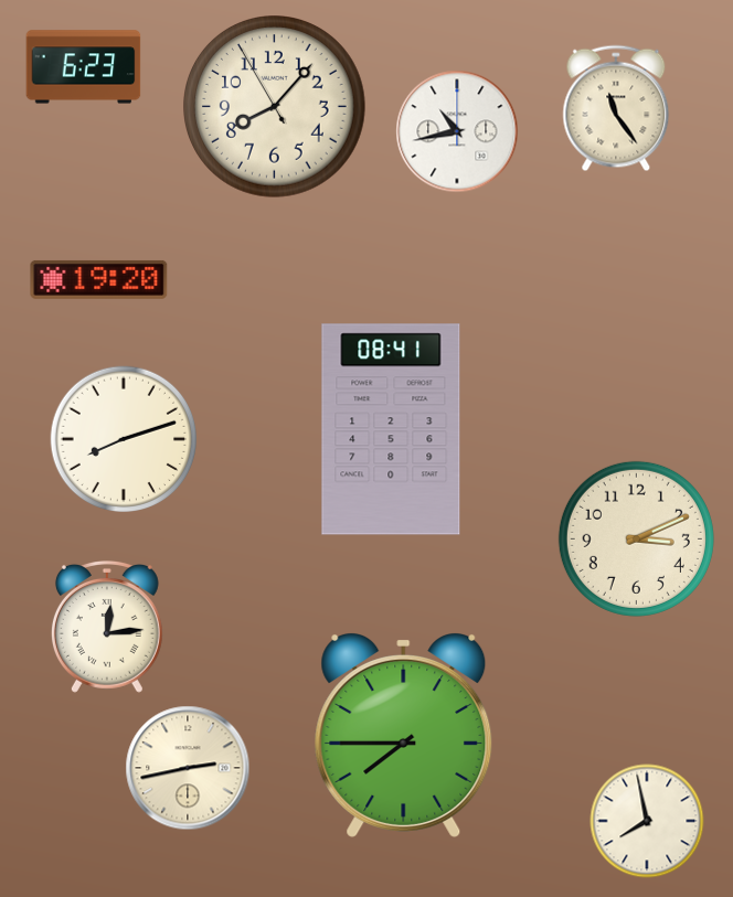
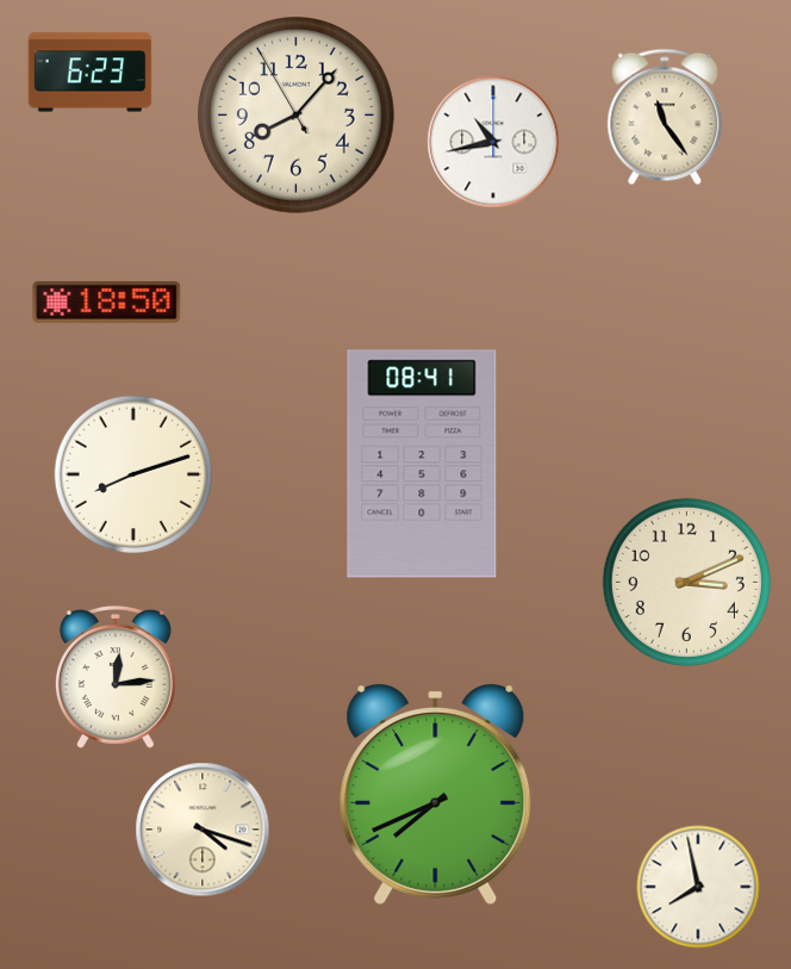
clock at (99, 279): 19:20 -> 18:50
clock at (404, 736): 7:45 -> 7:41
clock at (188, 768): 2:43 -> 4:18
